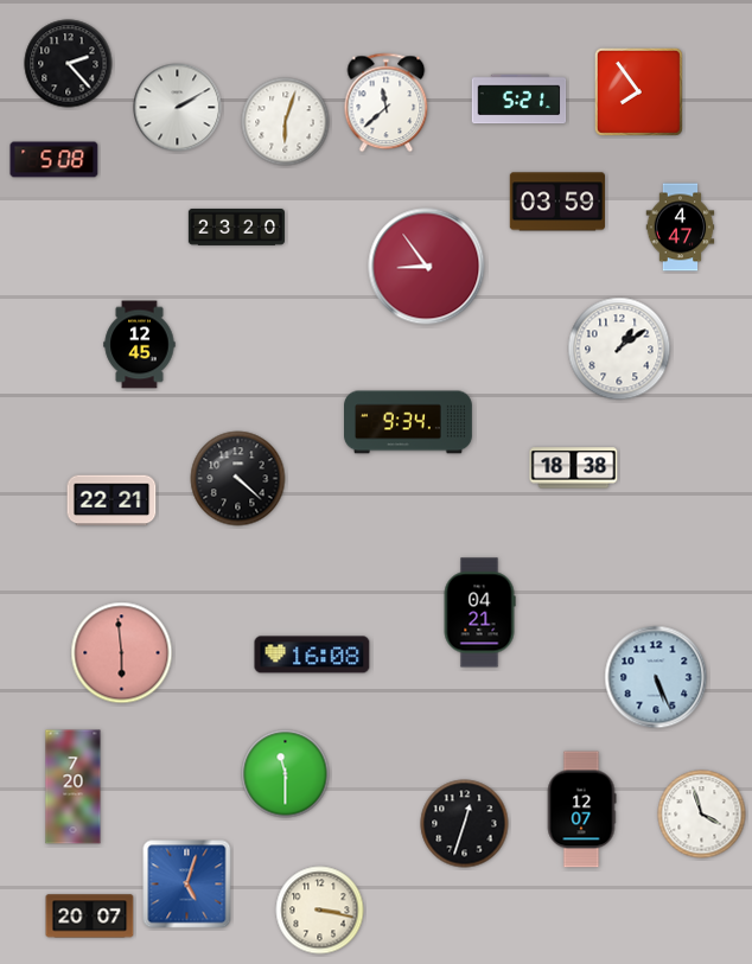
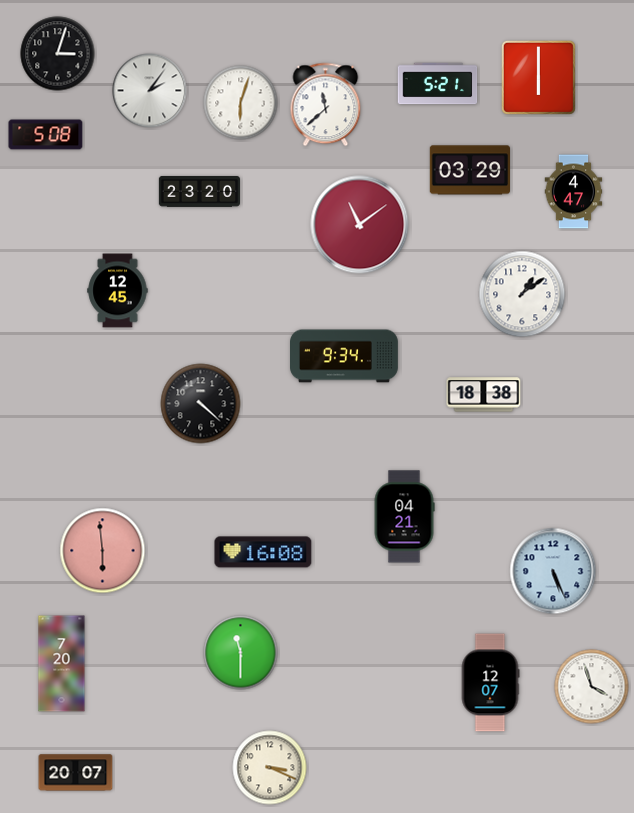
clock at (69, 64): 2:23 -> 3:03
clock at (638, 91): 7:54 -> 6:00
clock at (387, 103) position: (387, 103) -> (326, 105)
clock at (178, 108): 2:10 -> 2:06
clock at (556, 202): 03:59 -> 03:29
clock at (427, 267): 8:54 -> 11:09
clock at (111, 500): 22:21 -> none
clock at (465, 824): 12:33 -> none
clock at (187, 885): 5:03 -> none
clock at (320, 911): 3:17 -> 3:19
